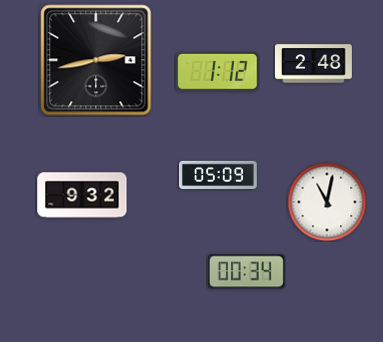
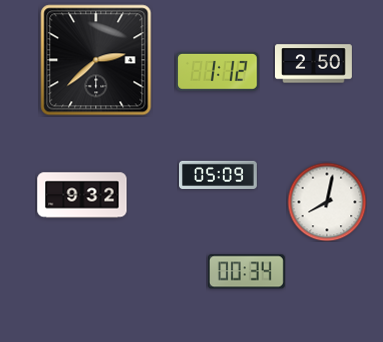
clock at (96, 60): 2:43 -> 2:38
clock at (314, 64): 2:48 -> 2:50
clock at (327, 202): 11:02 -> 8:02
